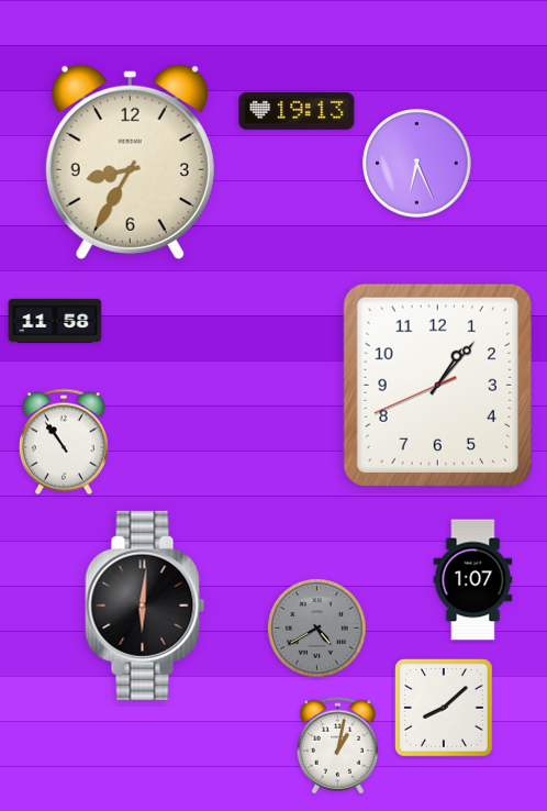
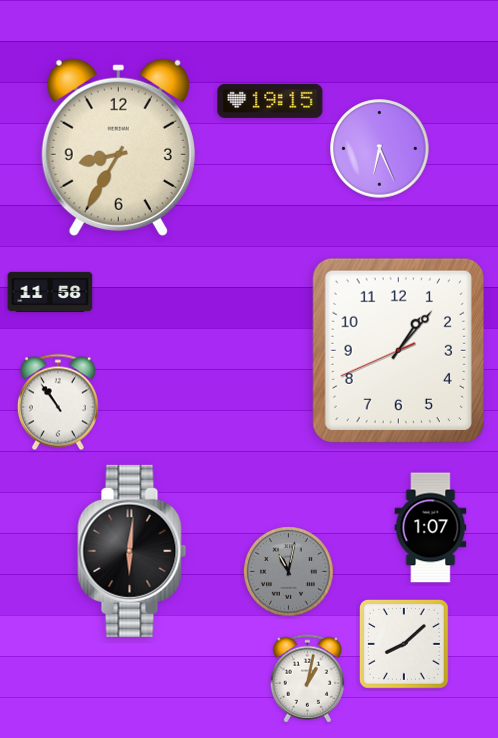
clock at (297, 111): 19:13 -> 19:15
clock at (317, 629): 4:40 -> 11:02
